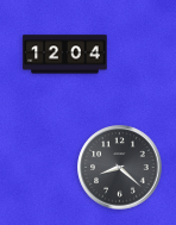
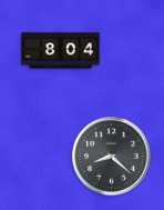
clock at (65, 55): 12:04 -> 8:04
